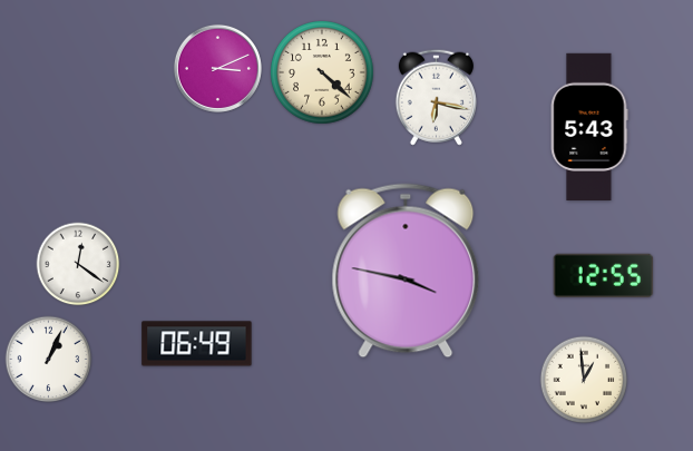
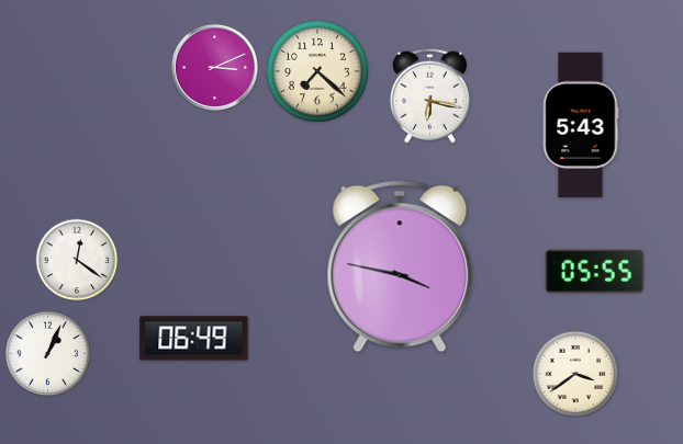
clock at (323, 73): 4:22 -> 7:22
clock at (604, 275): 12:55 -> 05:55
clock at (584, 380): 12:59 -> 3:39
